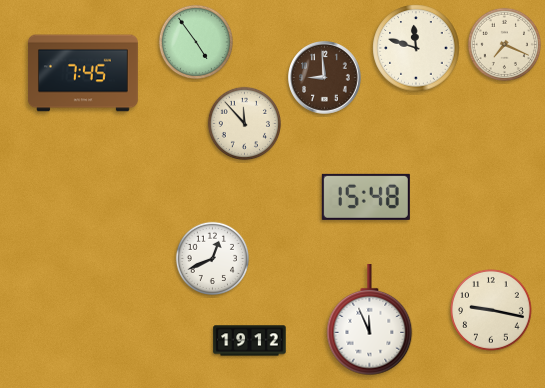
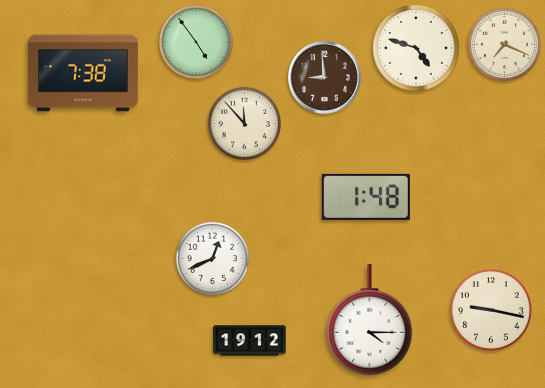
clock at (416, 48): 11:48 -> 4:48
clock at (83, 73): 7:45 -> 7:38
clock at (366, 197): 15:48 -> 1:48
clock at (370, 321): 11:56 -> 4:15
